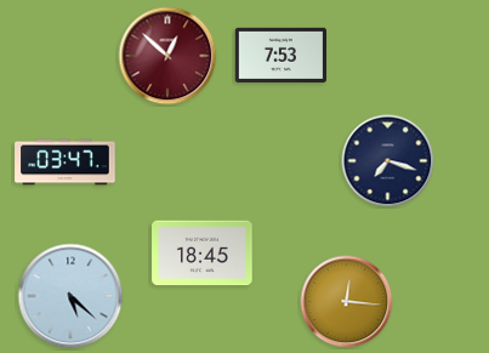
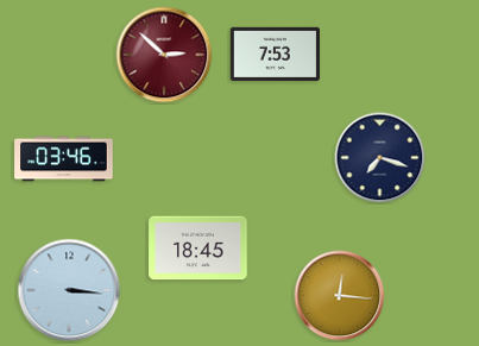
clock at (167, 56): 12:52 -> 2:52
clock at (66, 163): 03:47 -> 03:46
clock at (70, 296): 5:22 -> 3:16
